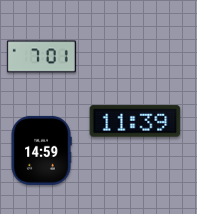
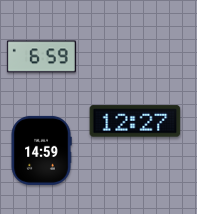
clock at (41, 57): 7:01 -> 6:59
clock at (135, 121): 11:39 -> 12:27
